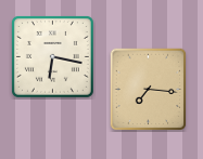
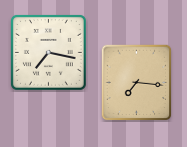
clock at (52, 56): 6:17 -> 7:17
